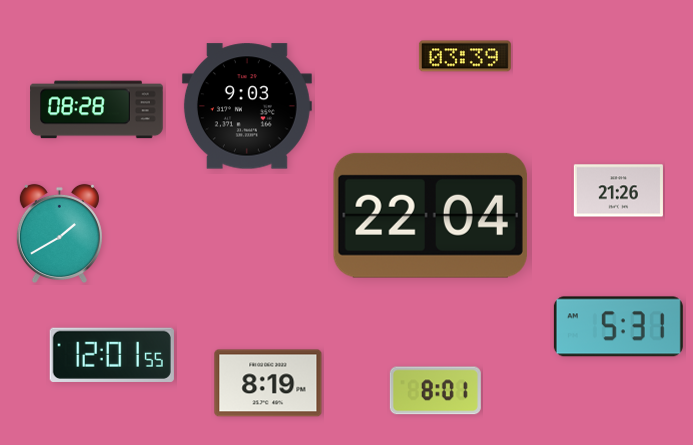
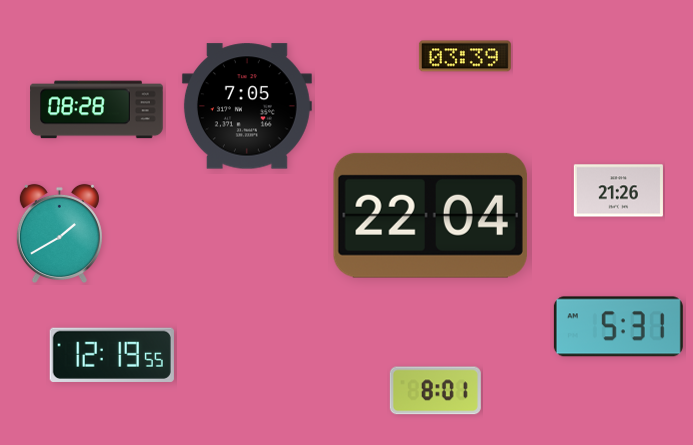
clock at (247, 106): 9:03 -> 7:05
clock at (112, 355): 12:01 -> 12:19
clock at (268, 383): 8:19 -> none
